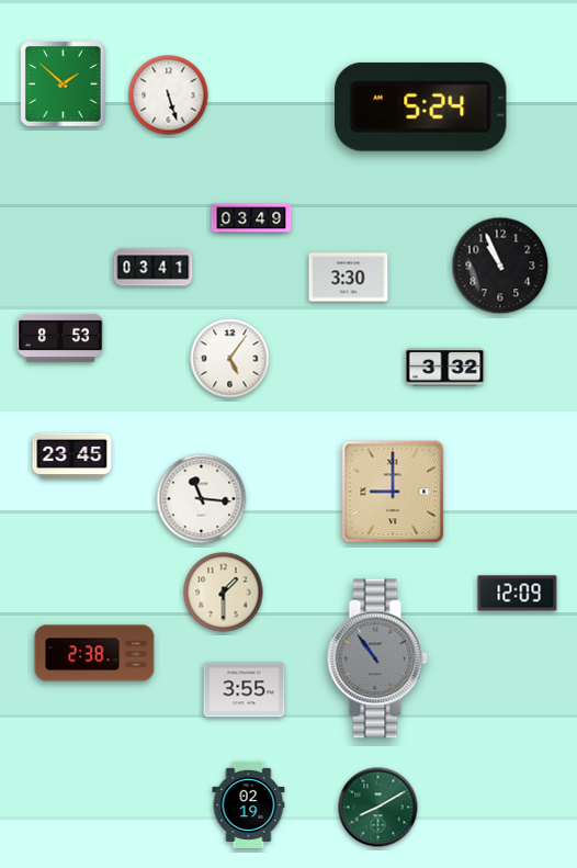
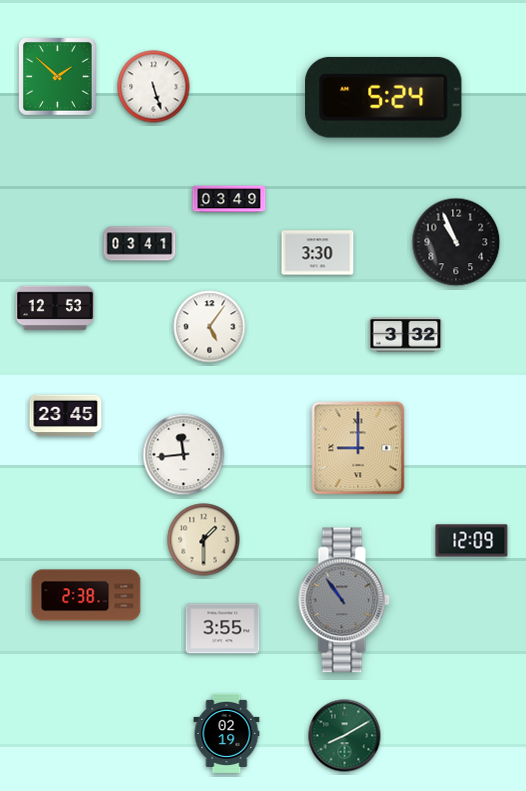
clock at (60, 338): 8:53 -> 12:53
clock at (202, 499): 11:16 -> 11:44
